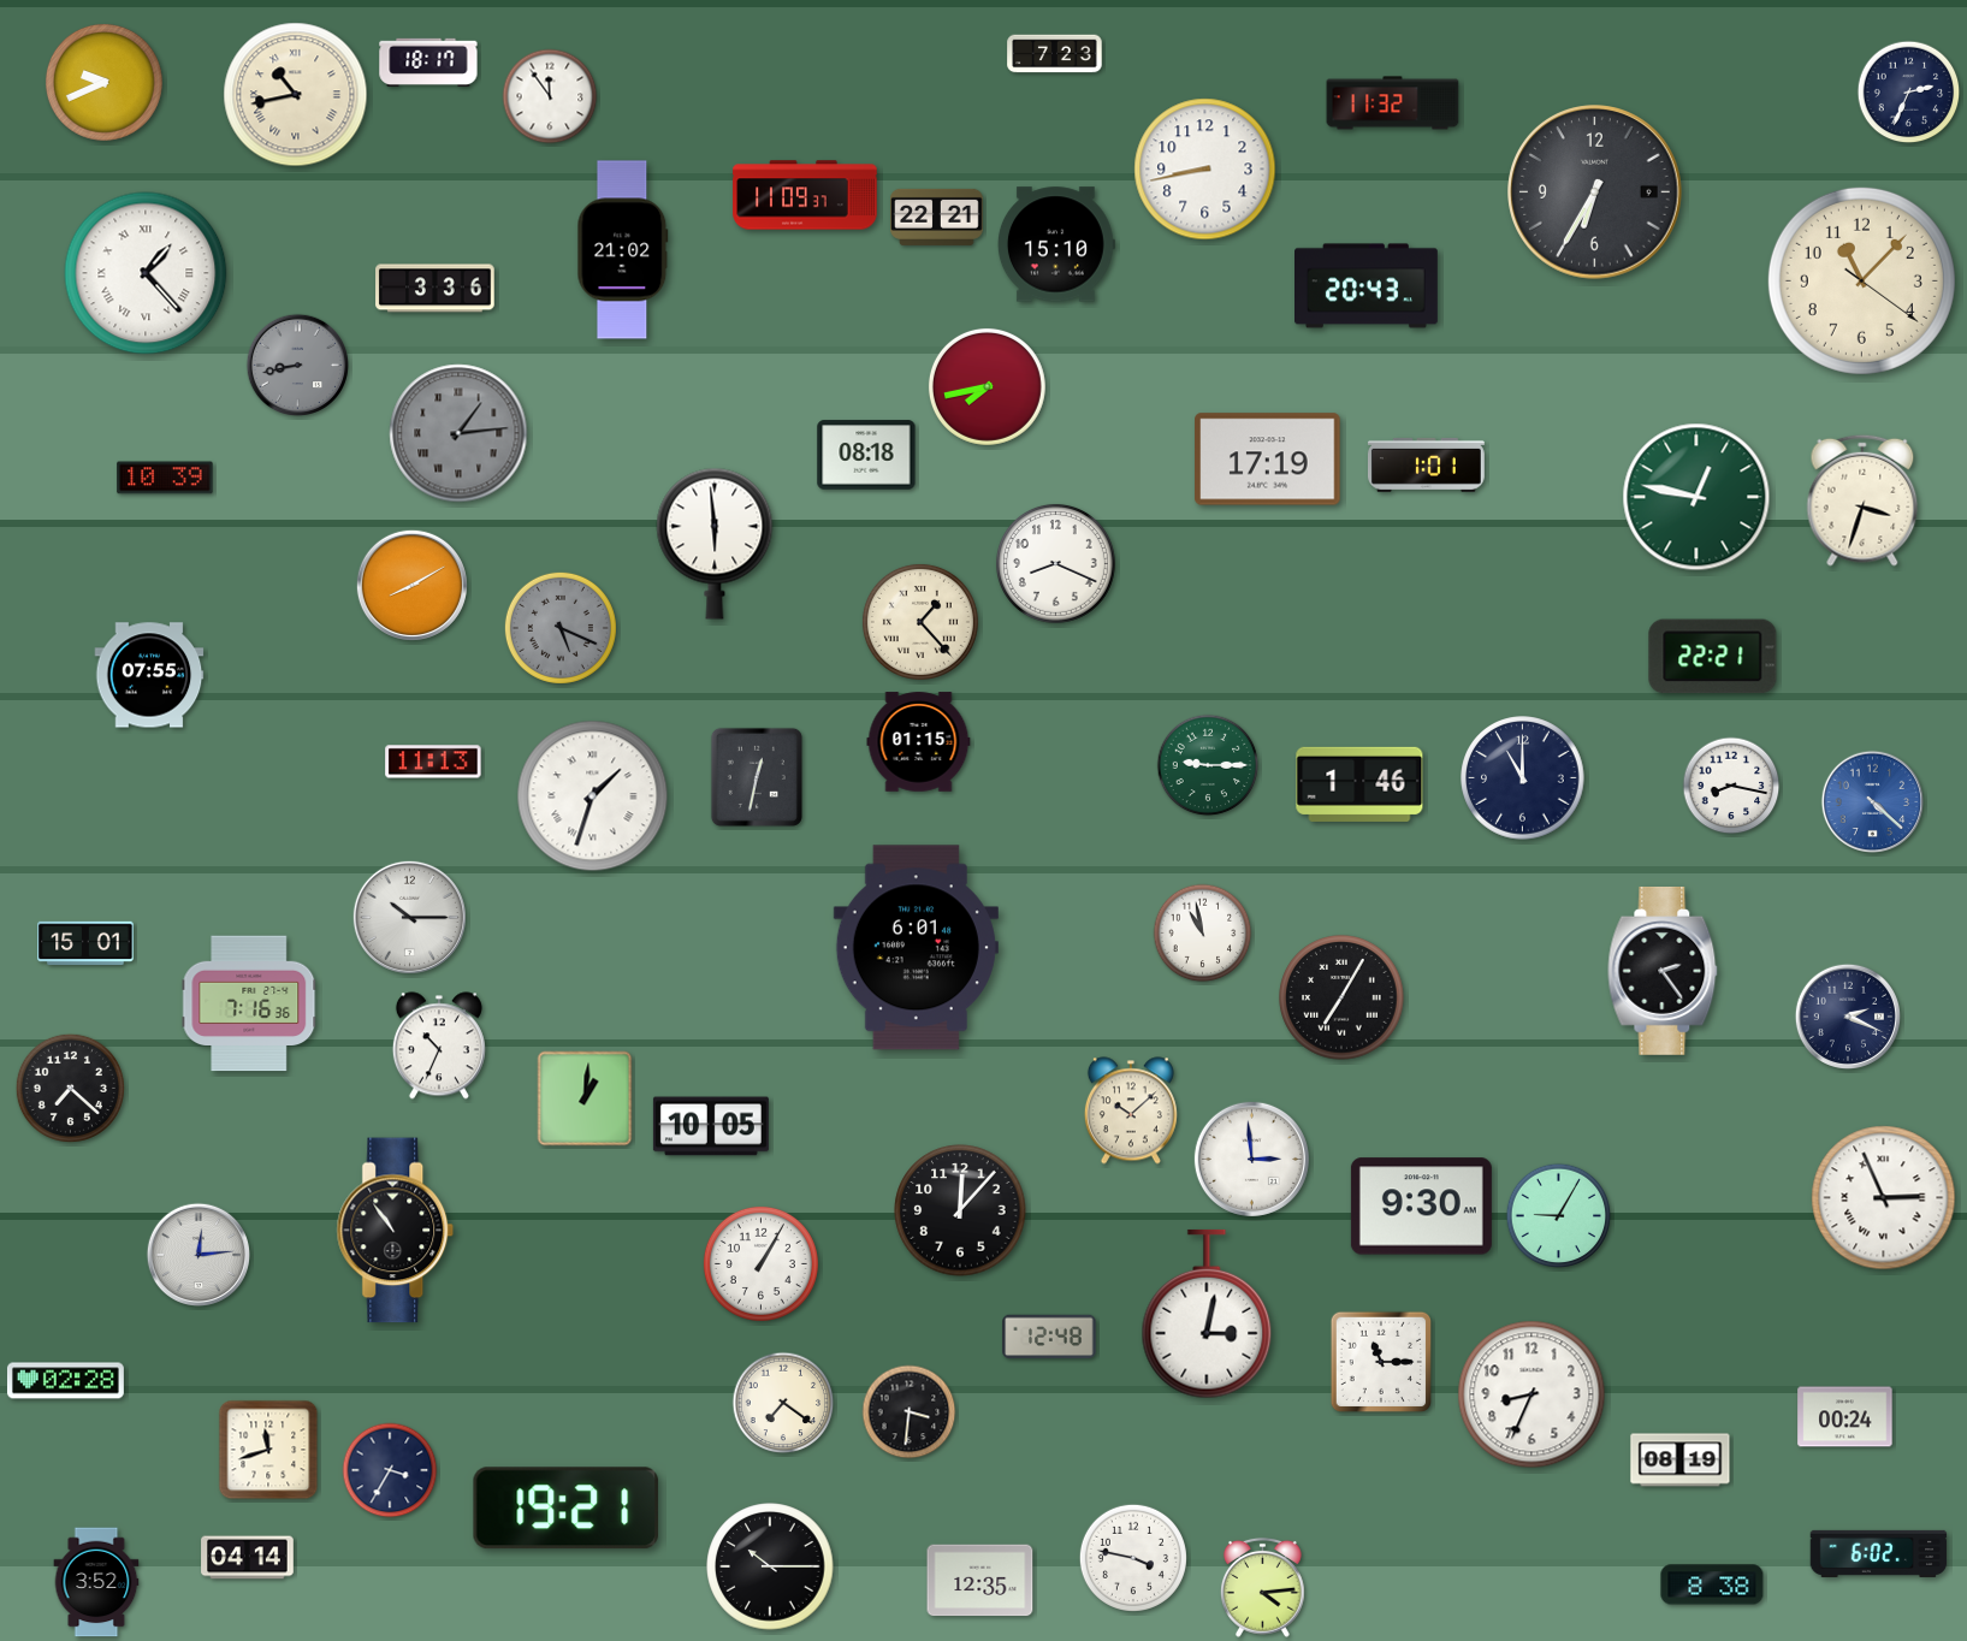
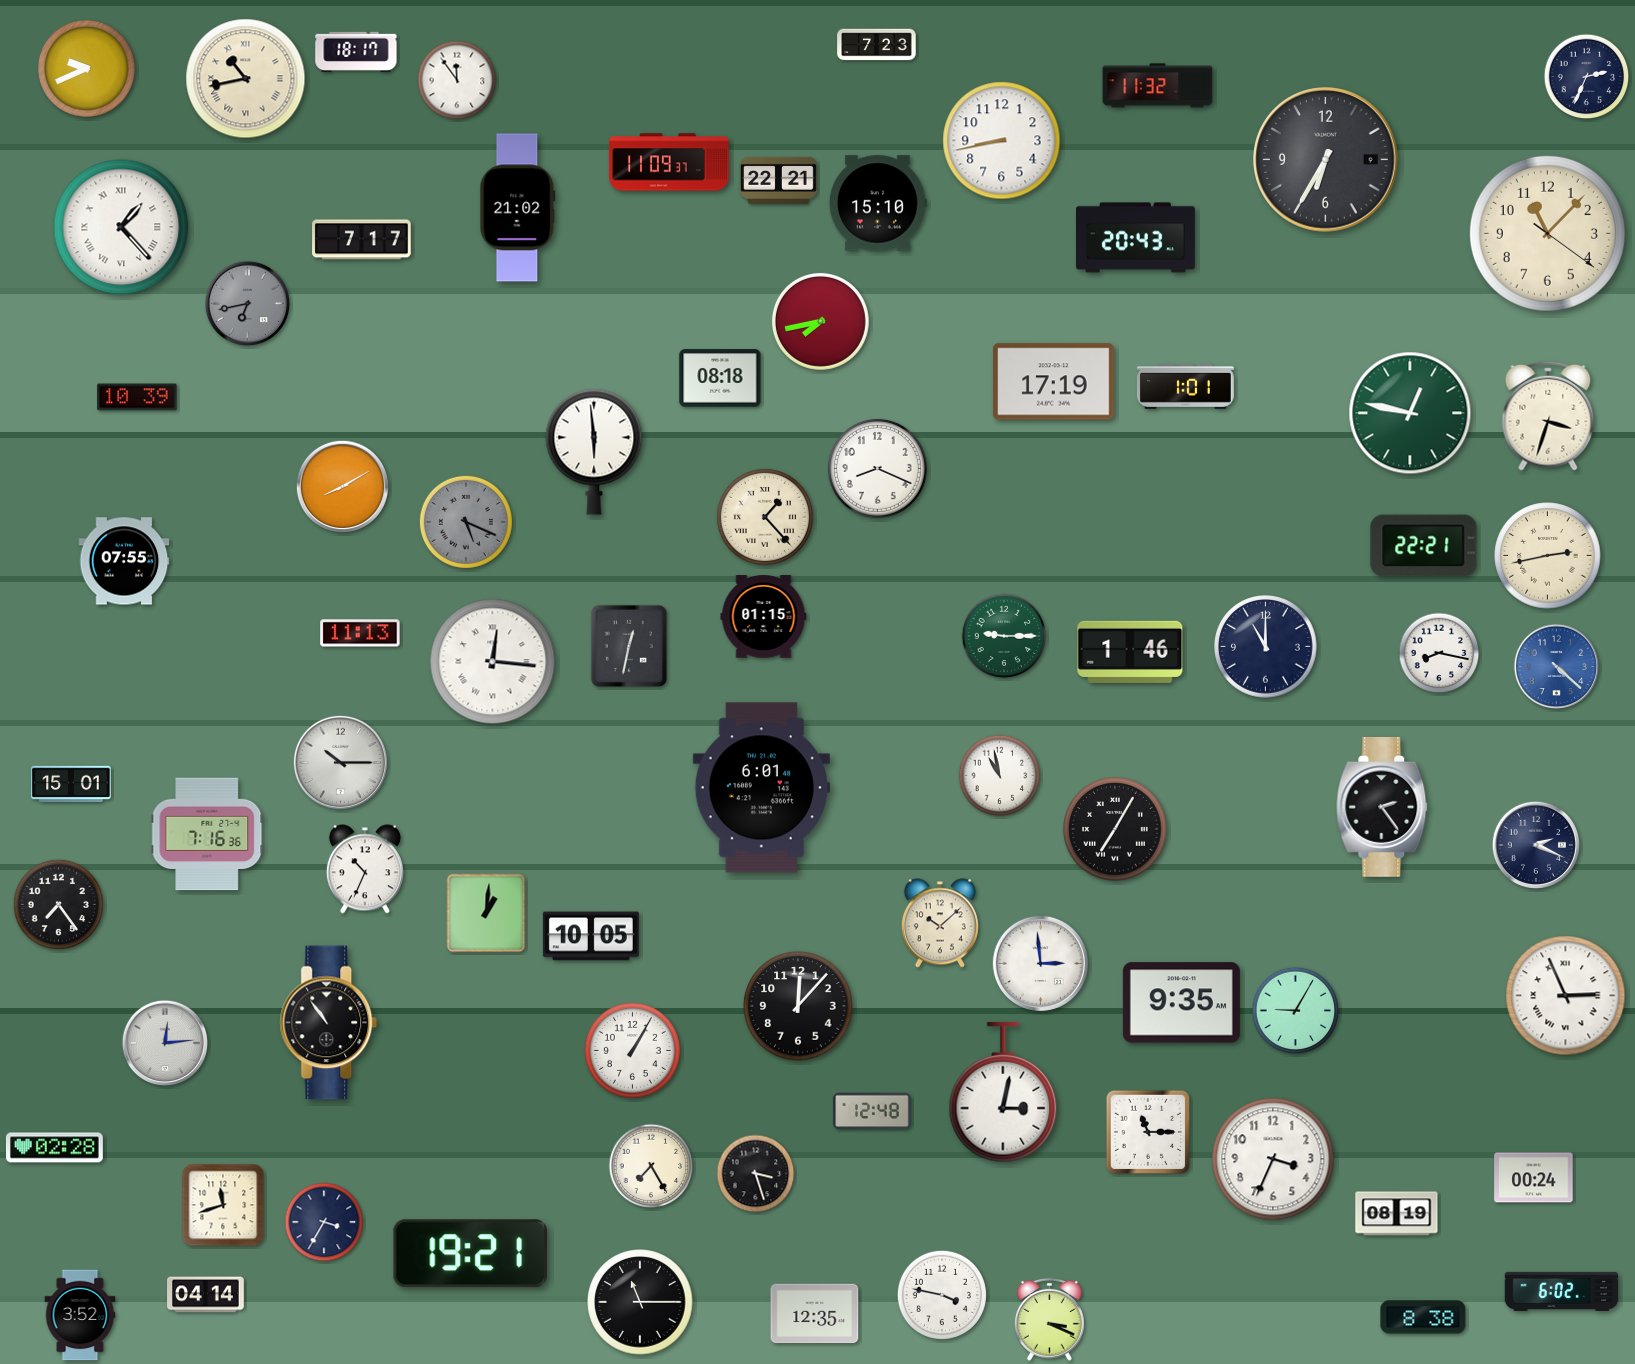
clock at (436, 289): 3:36 -> 7:17
clock at (297, 365): 8:43 -> 6:43
clock at (458, 433): 1:14 -> none
clock at (1548, 556): none -> 2:43
clock at (593, 796): 1:33 -> 12:16
clock at (70, 1088): 7:22 -> 7:24
clock at (1421, 1207): 9:30 -> 9:35
clock at (1531, 1394): 8:34 -> 3:34
clock at (783, 1403): 7:21 -> 7:25
clock at (910, 1412): 3:31 -> 3:27
clock at (770, 1566): 10:15 -> 11:15
clock at (1263, 1587): 4:14 -> 3:19
